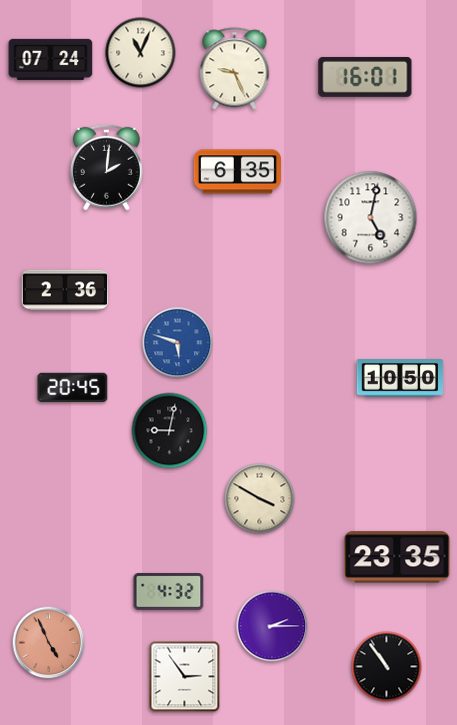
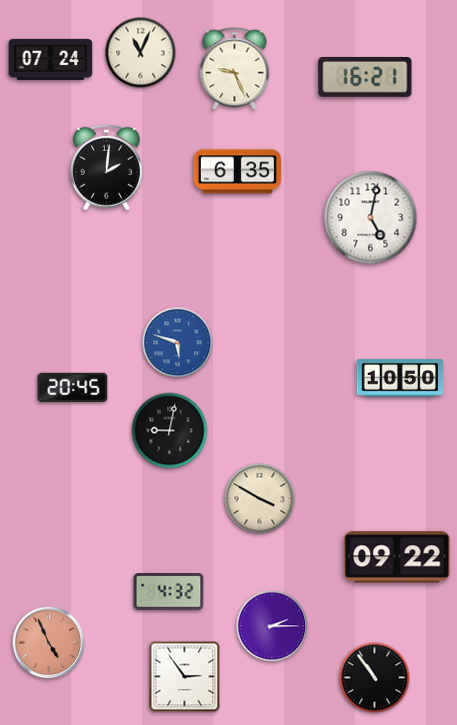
clock at (365, 77): 16:01 -> 16:21
clock at (65, 290): 2:36 -> none
clock at (397, 557): 23:35 -> 09:22
clock at (387, 667) position: (387, 667) -> (375, 678)
